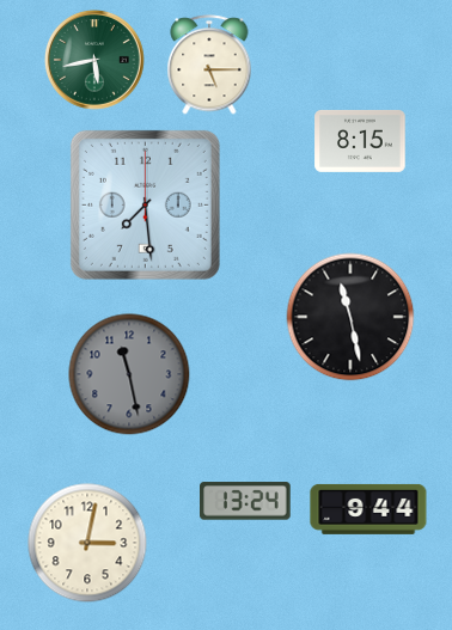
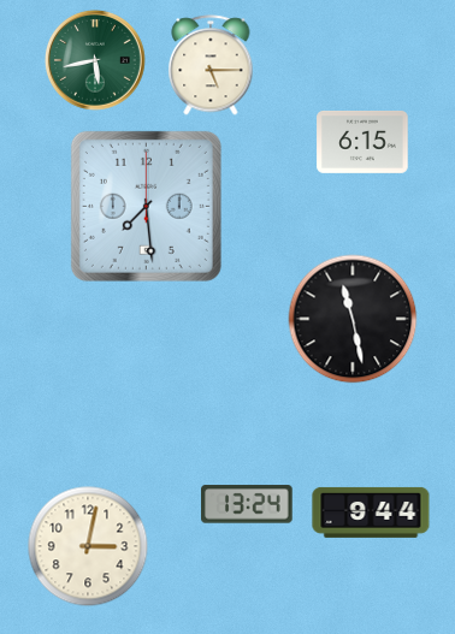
clock at (360, 141): 8:15 -> 6:15
clock at (129, 374): 11:28 -> none
